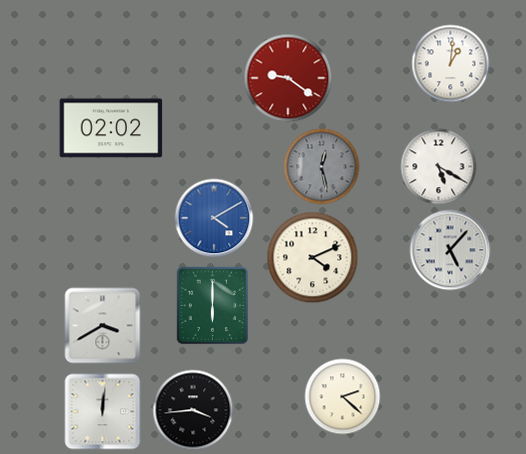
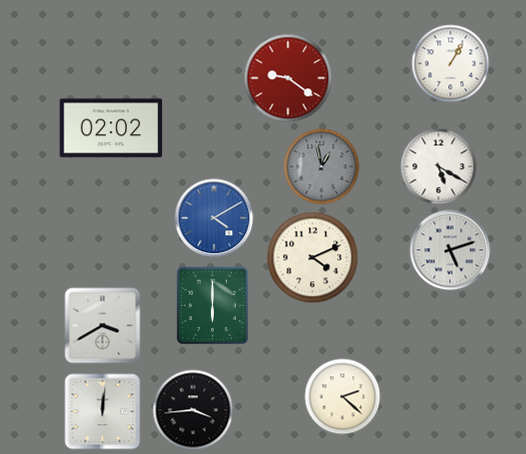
clock at (451, 64): 1:01 -> 1:05
clock at (322, 167): 12:28 -> 12:58
clock at (450, 250): 5:07 -> 5:12
